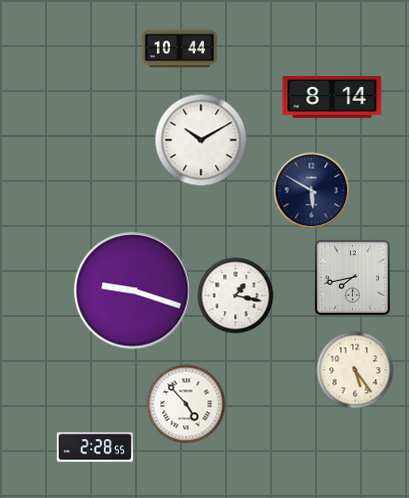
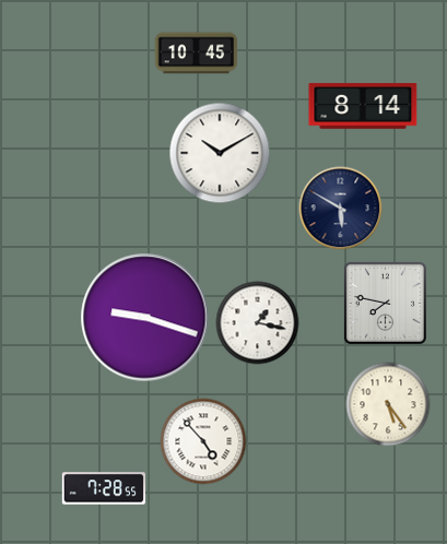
clock at (180, 49): 10:44 -> 10:45
clock at (352, 277): 7:43 -> 7:47
clock at (94, 447): 2:28 -> 7:28
